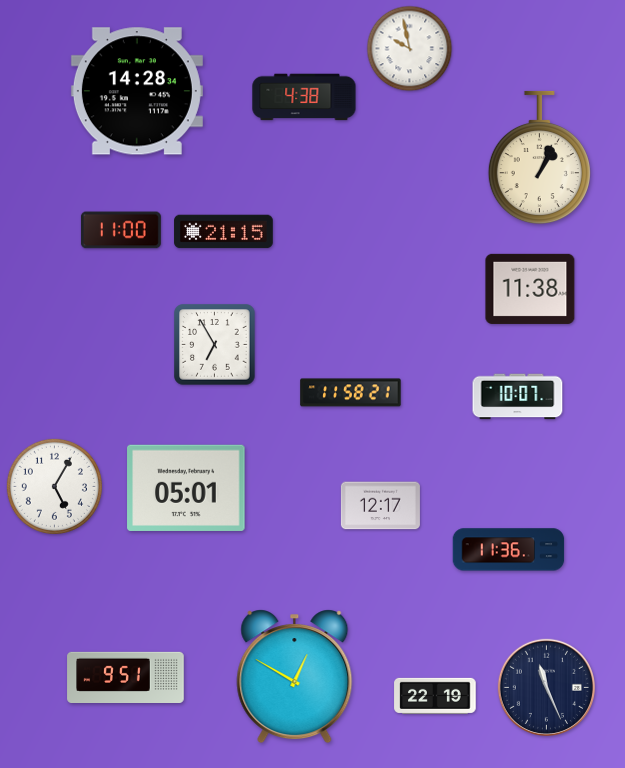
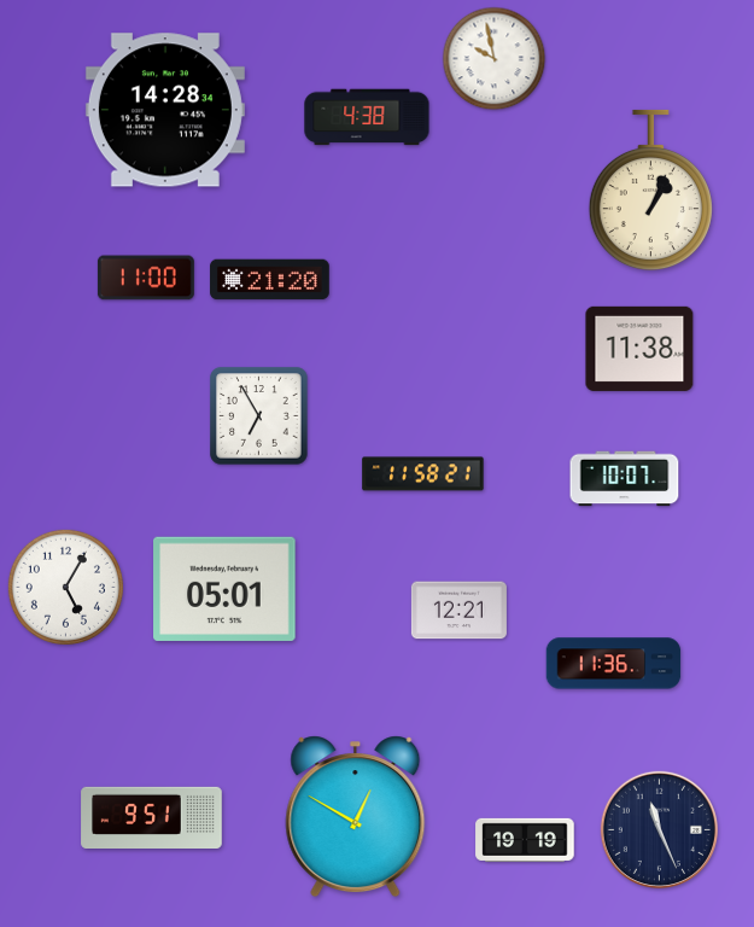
clock at (224, 232): 21:15 -> 21:20
clock at (380, 506): 12:17 -> 12:21
clock at (435, 696): 22:19 -> 19:19
